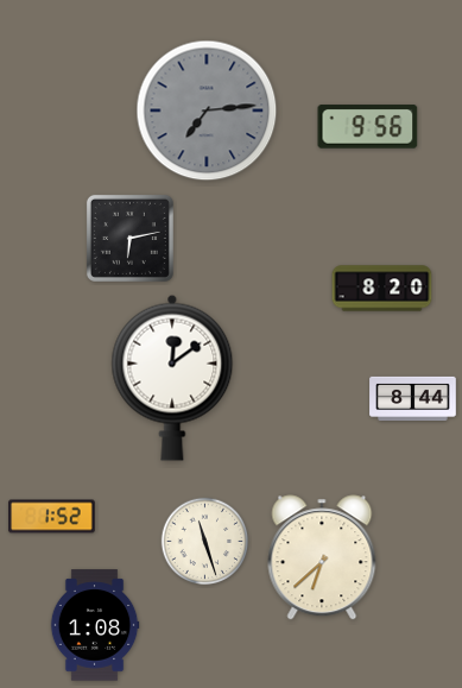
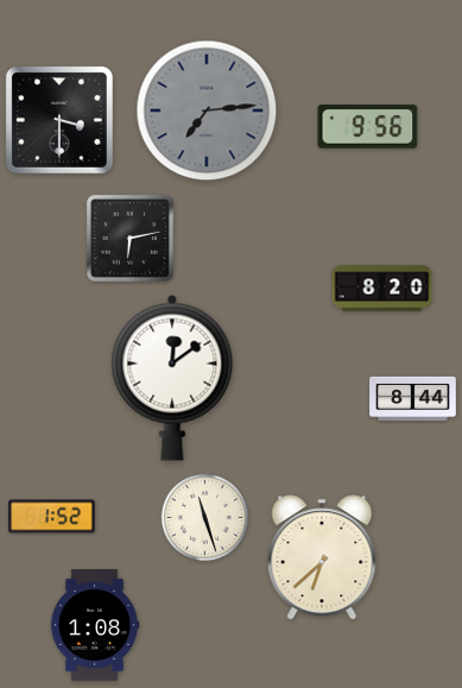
clock at (59, 120): none -> 3:30
clock at (205, 542) position: (205, 542) -> (205, 518)
